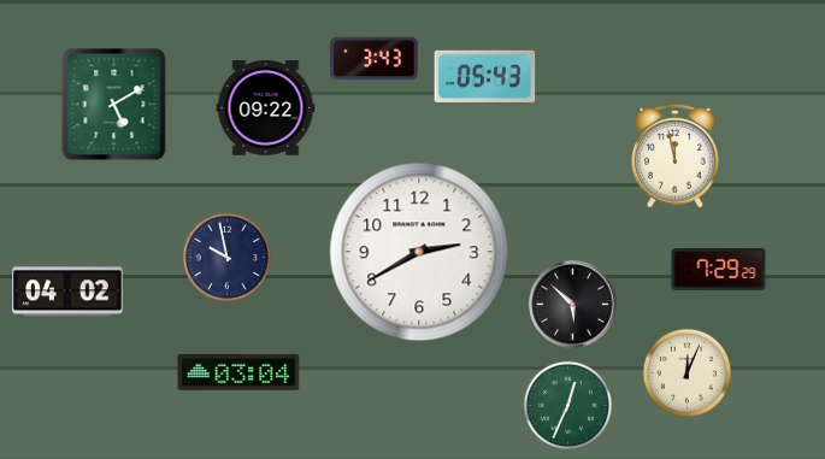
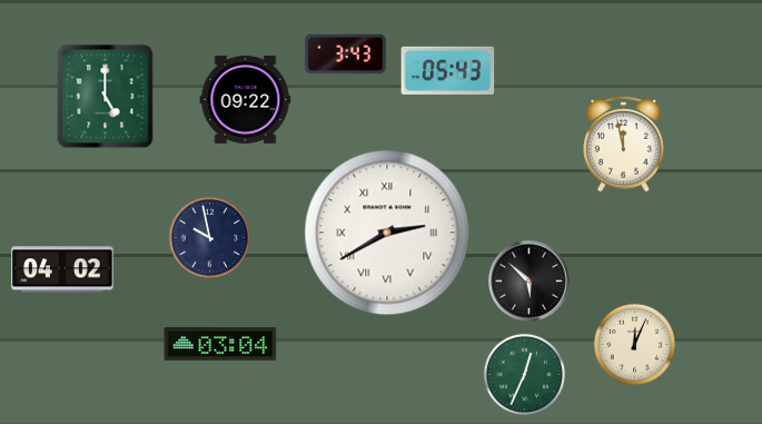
clock at (114, 105): 5:10 -> 5:00
clock at (419, 252) numerals: Arabic -> Roman
clock at (719, 269): 7:29 -> none
